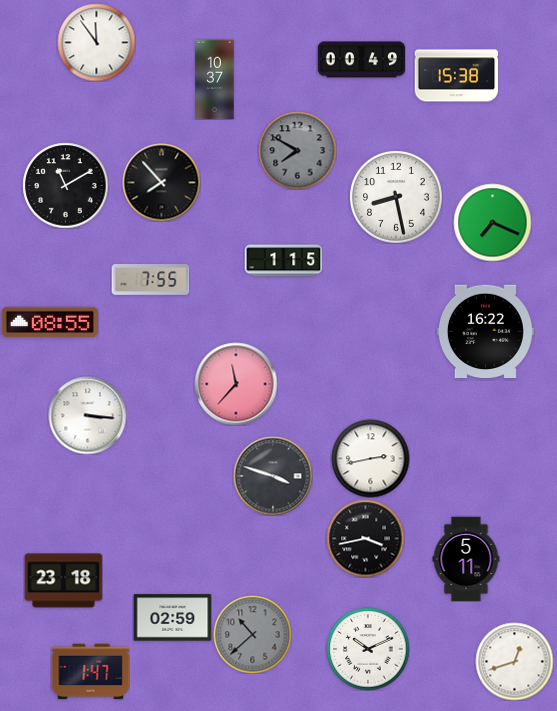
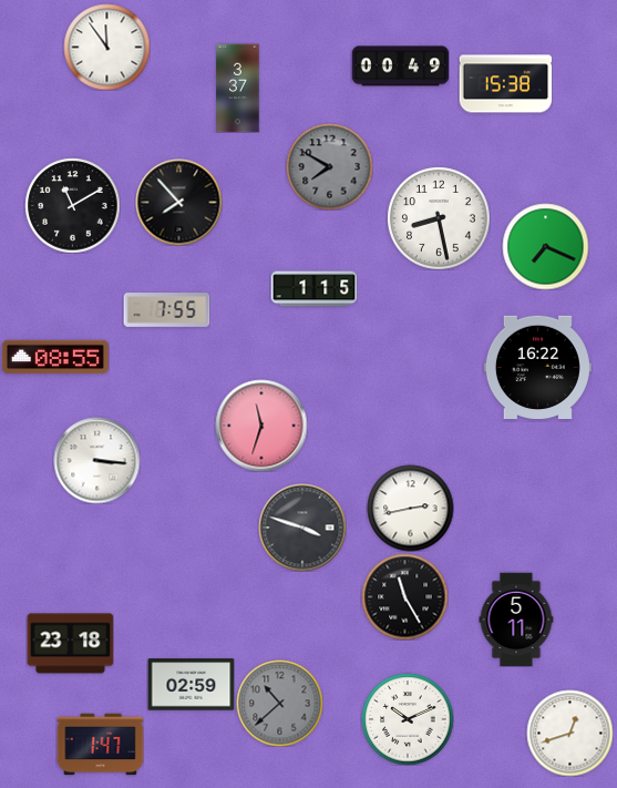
clock at (215, 79): 10:37 -> 3:37
clock at (236, 384): 11:37 -> 11:33
clock at (365, 538): 3:43 -> 11:25
